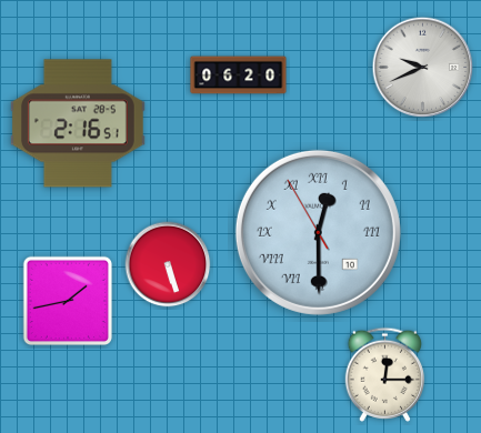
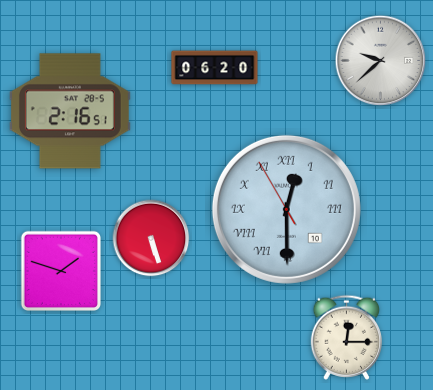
clock at (423, 68): 9:41 -> 9:38
clock at (67, 300): 1:43 -> 1:48
